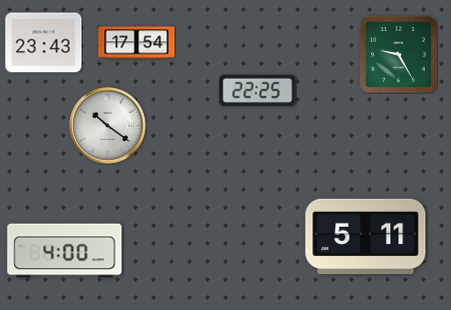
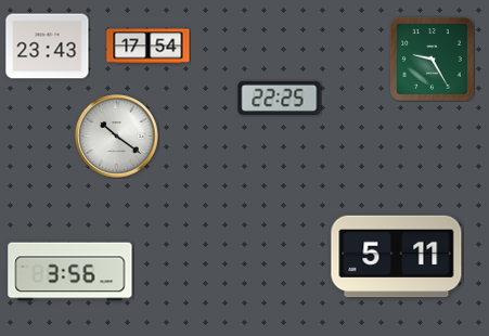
clock at (65, 251): 4:00 -> 3:56
